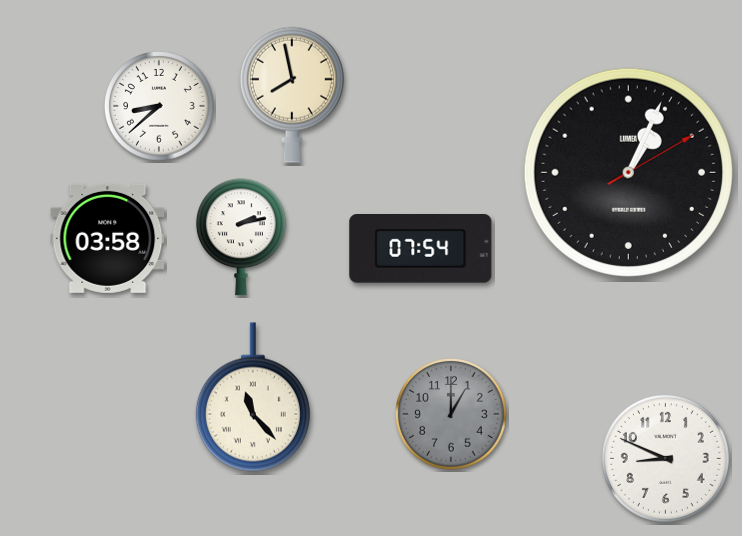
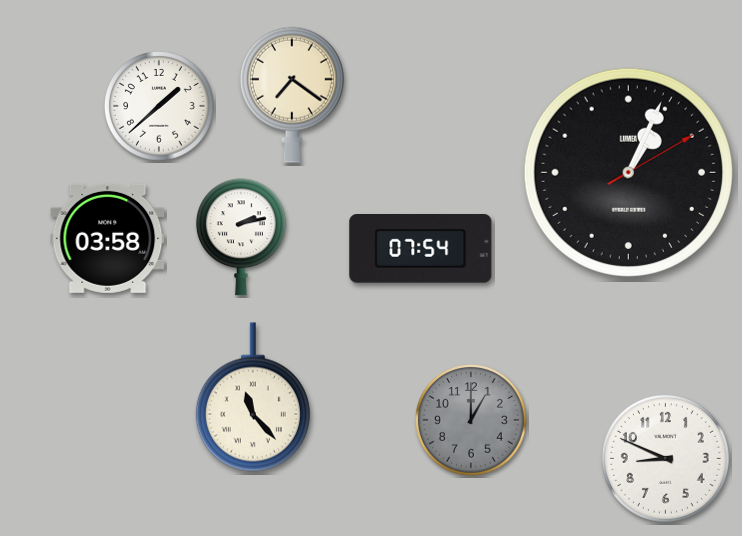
clock at (292, 95): 7:58 -> 7:21
clock at (160, 107): 8:38 -> 1:38
clock at (452, 415) position: (452, 415) -> (472, 421)
